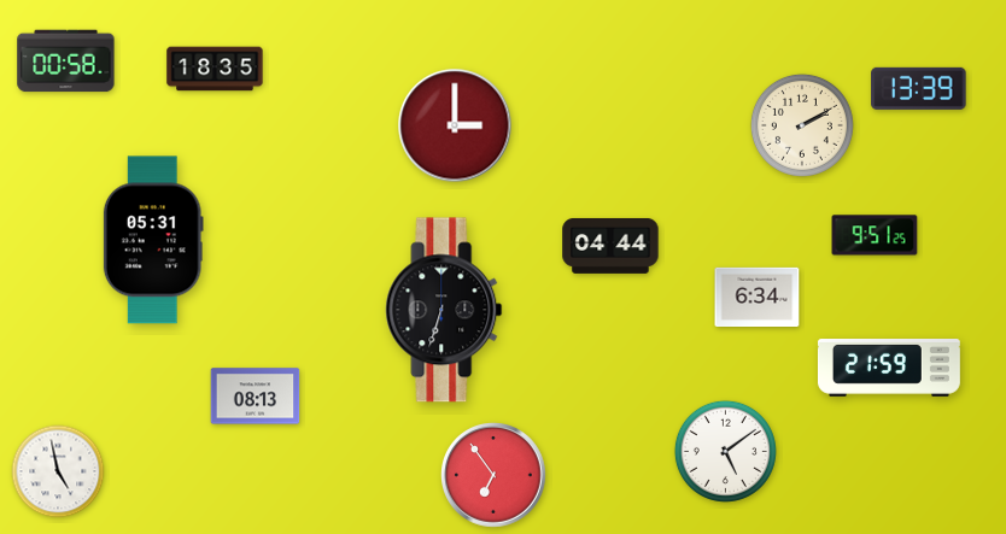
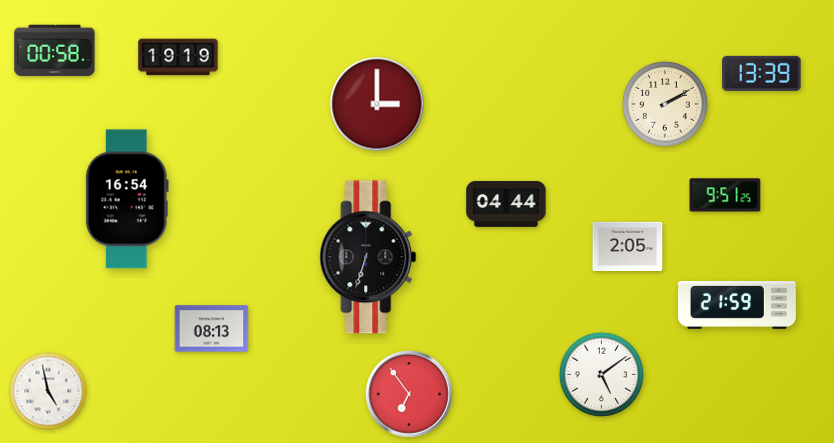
clock at (215, 69): 18:35 -> 19:19
clock at (153, 240): 05:31 -> 16:54
clock at (758, 297): 6:34 -> 2:05
